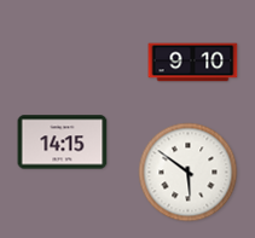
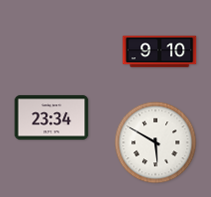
clock at (63, 143): 14:15 -> 23:34
clock at (189, 173): 5:51 -> 5:50
